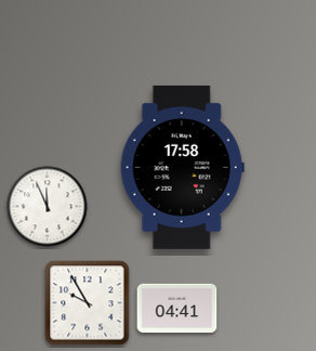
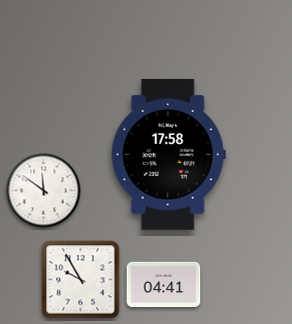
clock at (48, 207): 11:56 -> 11:51
